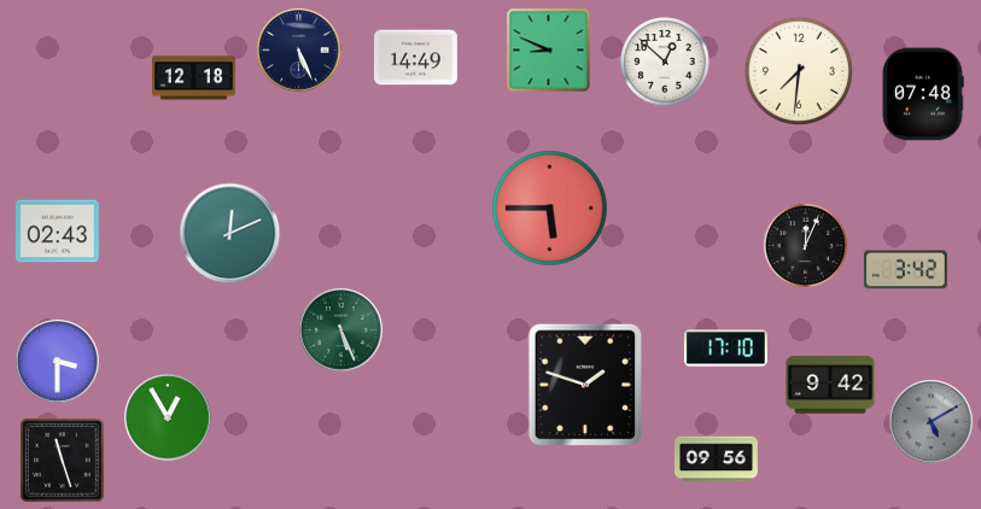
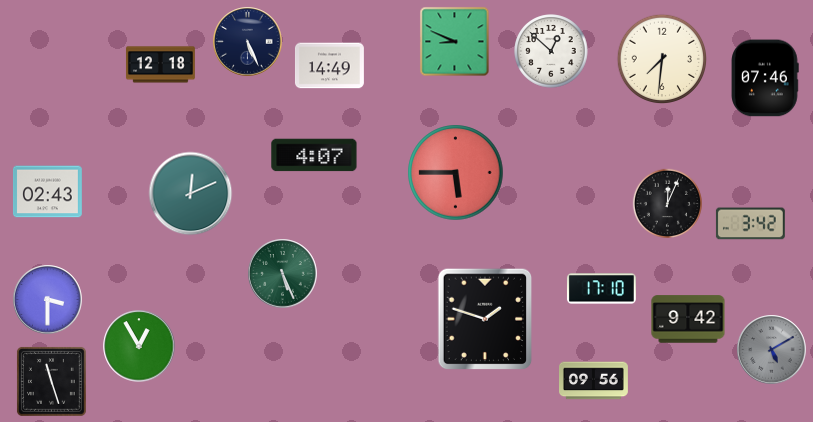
clock at (415, 58) position: (415, 58) -> (329, 66)
clock at (923, 94): 07:48 -> 07:46
clock at (314, 155): none -> 4:07
